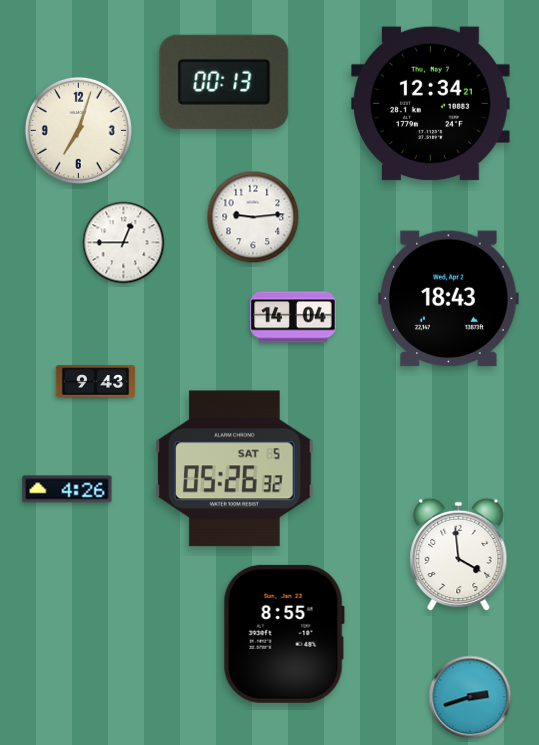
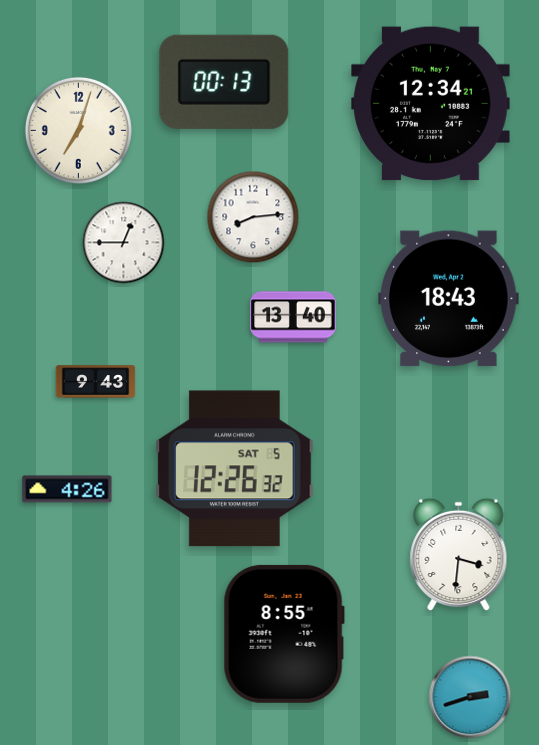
clock at (253, 217): 9:14 -> 8:14
clock at (293, 317): 14:04 -> 13:40
clock at (235, 469): 05:26 -> 12:26
clock at (459, 555): 3:59 -> 3:31
